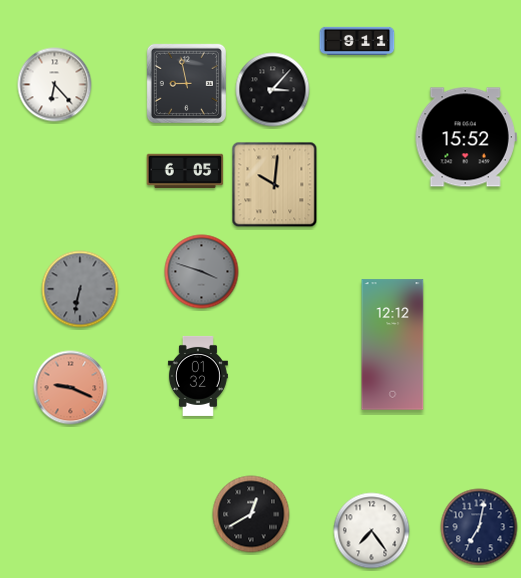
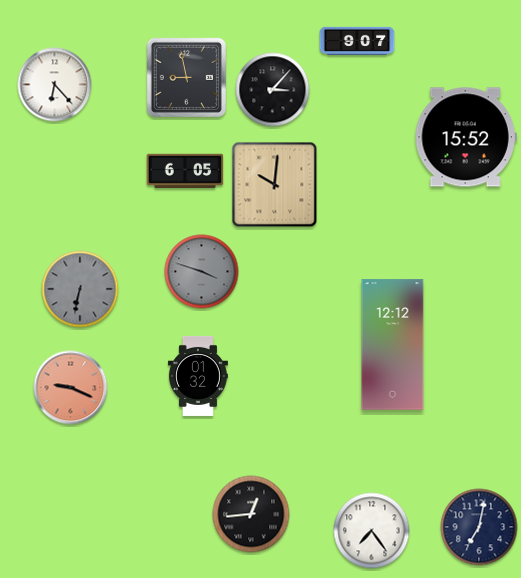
clock at (357, 41): 9:11 -> 9:07
clock at (186, 83) position: (186, 83) -> (186, 77)
clock at (251, 514): 12:40 -> 12:44
